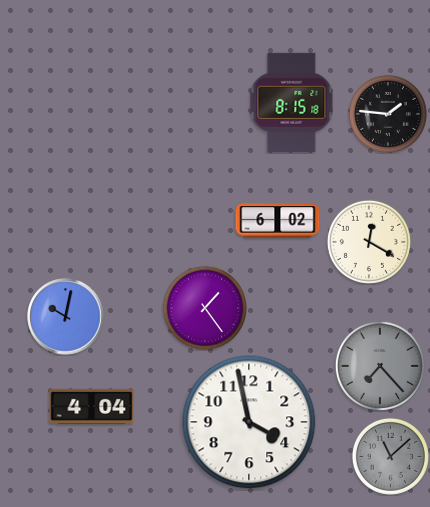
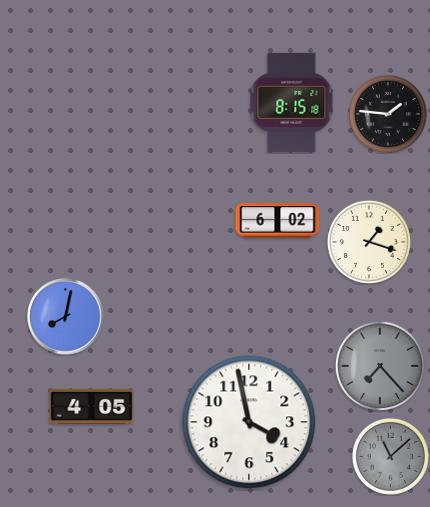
clock at (369, 242): 12:20 -> 1:18
clock at (205, 308): 1:24 -> none
clock at (66, 317): 10:02 -> 8:02
clock at (92, 406): 4:04 -> 4:05
